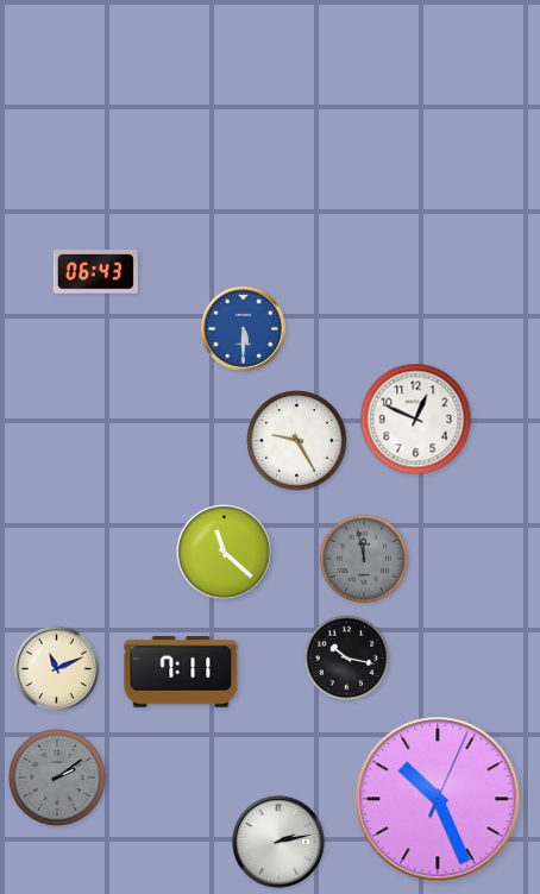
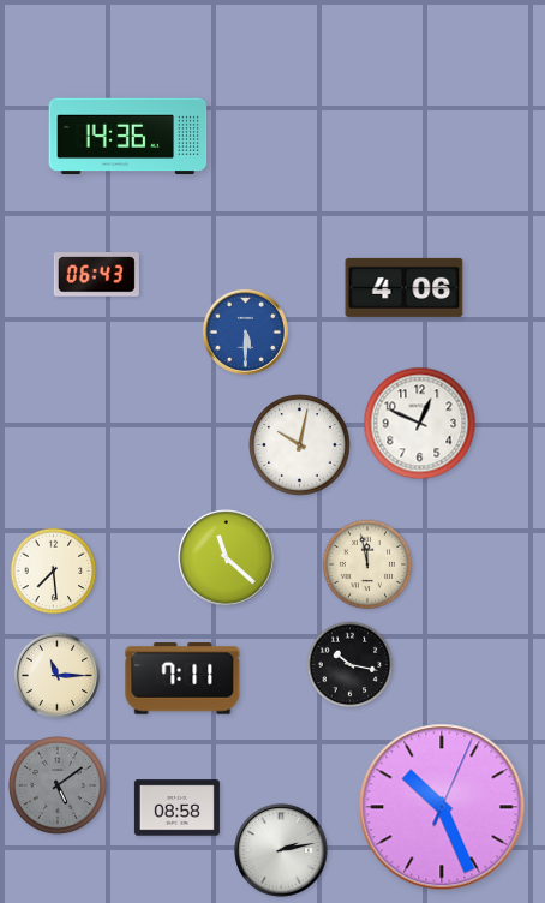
clock at (128, 137): none -> 14:36
clock at (405, 287): none -> 4:06
clock at (297, 441): 9:25 -> 10:02
clock at (364, 559) dial: grey -> cream
clock at (54, 572): none -> 7:29
clock at (56, 668): 11:11 -> 11:15
clock at (58, 779): 2:09 -> 5:09
clock at (176, 808): none -> 08:58
